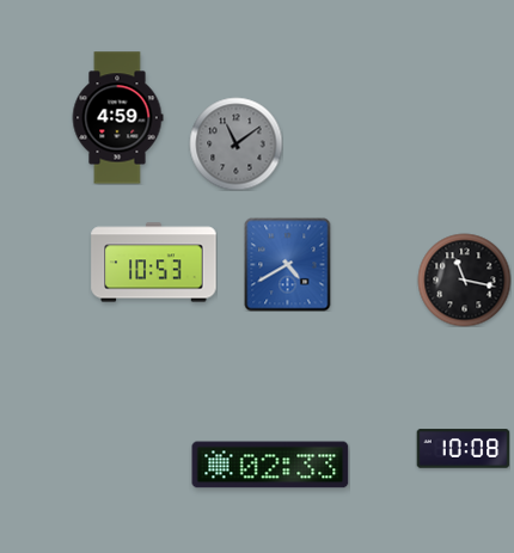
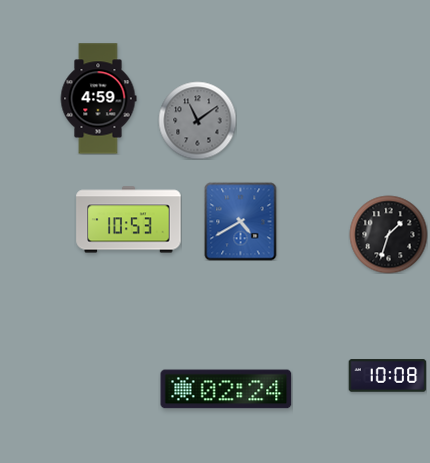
clock at (464, 279): 11:17 -> 1:33
clock at (270, 465): 02:33 -> 02:24
